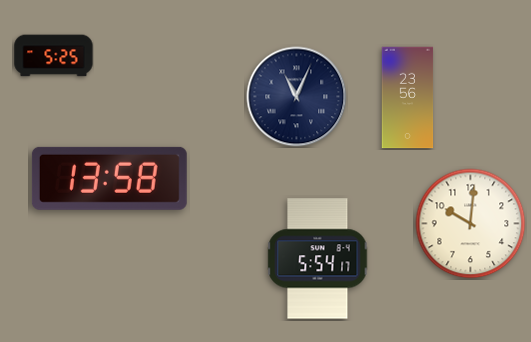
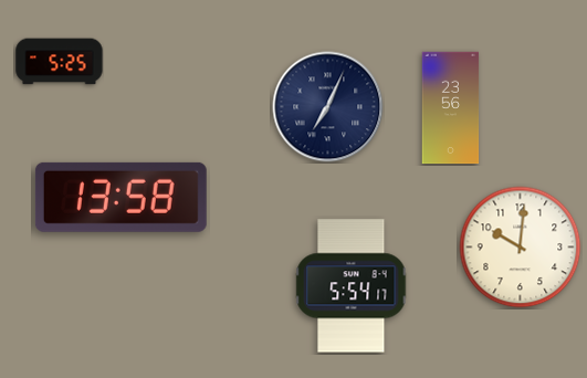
clock at (297, 97): 11:04 -> 7:04
